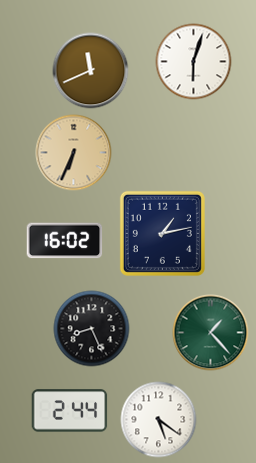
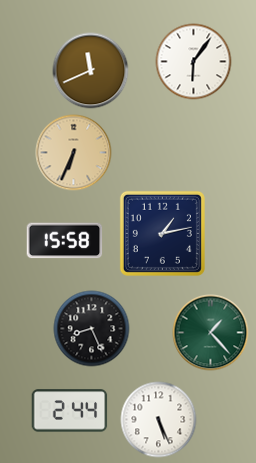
clock at (194, 62): 6:03 -> 6:06
clock at (65, 241): 16:02 -> 15:58
clock at (159, 420): 5:21 -> 5:26
